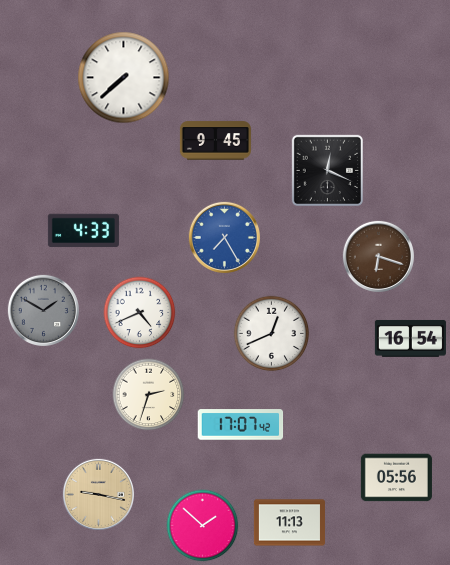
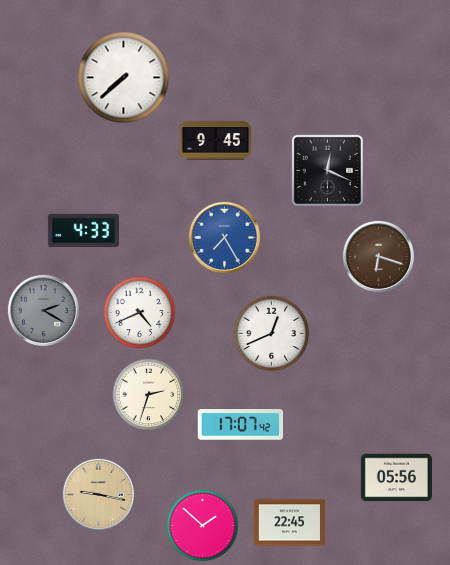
clock at (43, 310): 1:50 -> 2:20
clock at (410, 338): 16:54 -> none
clock at (289, 523): 11:13 -> 22:45
